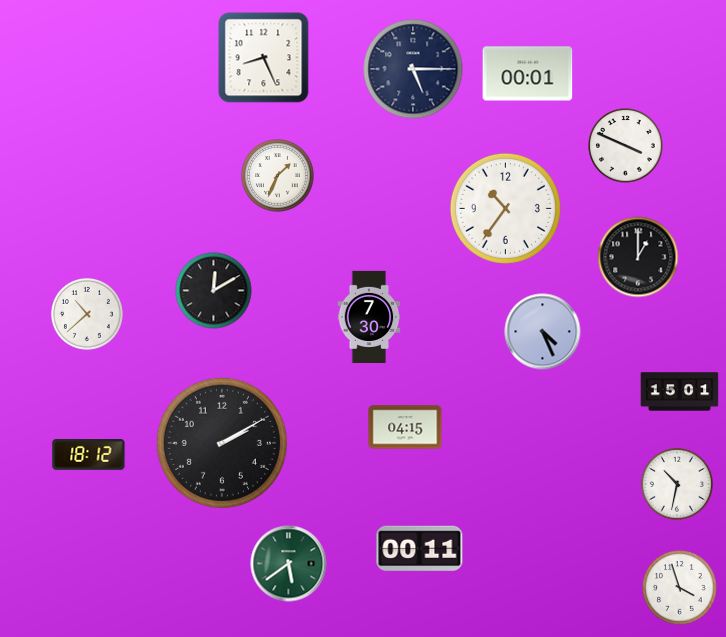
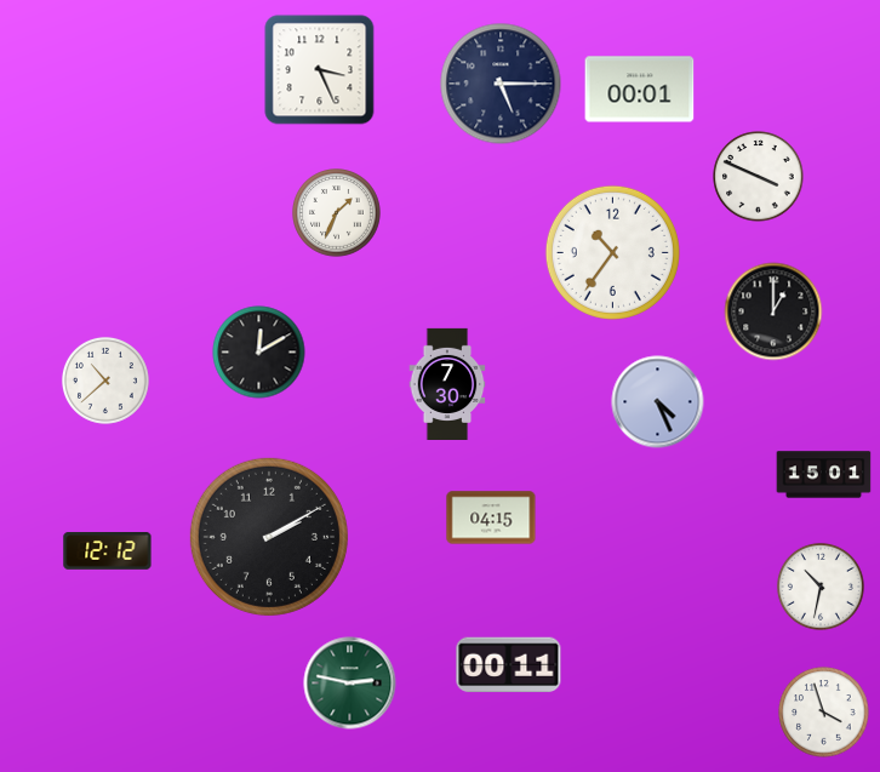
clock at (264, 58): 8:26 -> 3:26
clock at (89, 455): 18:12 -> 12:12
clock at (289, 564): 5:39 -> 2:47
